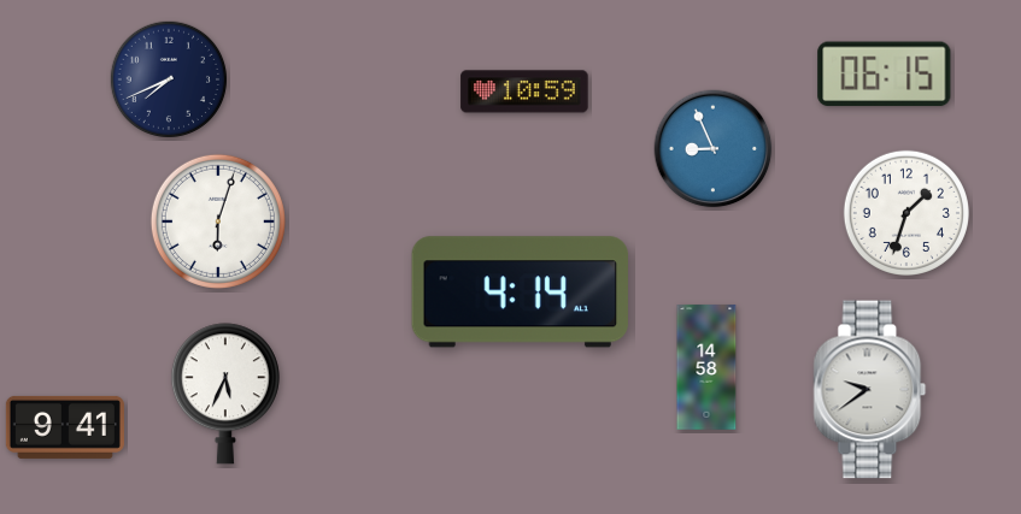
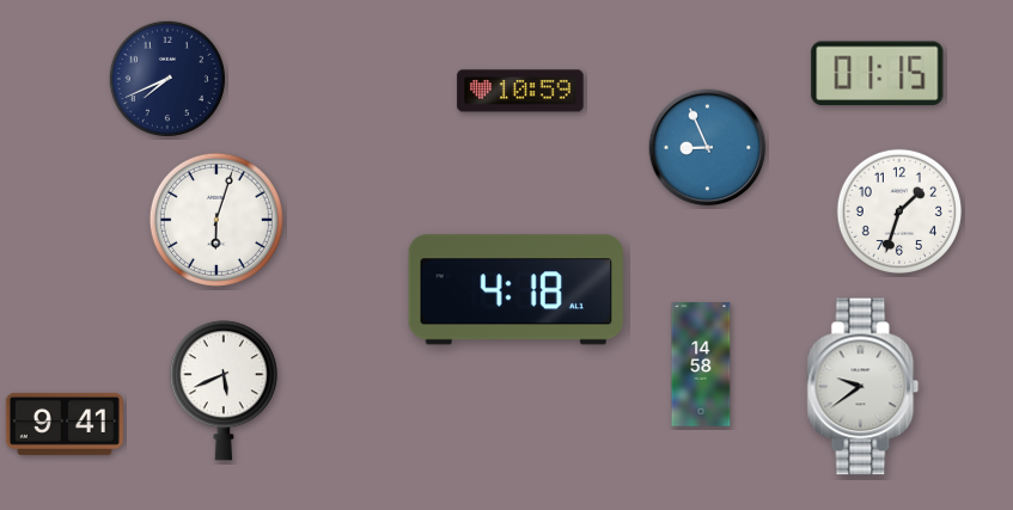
clock at (885, 75): 06:15 -> 01:15
clock at (520, 293): 4:14 -> 4:18
clock at (225, 394): 5:34 -> 5:41
